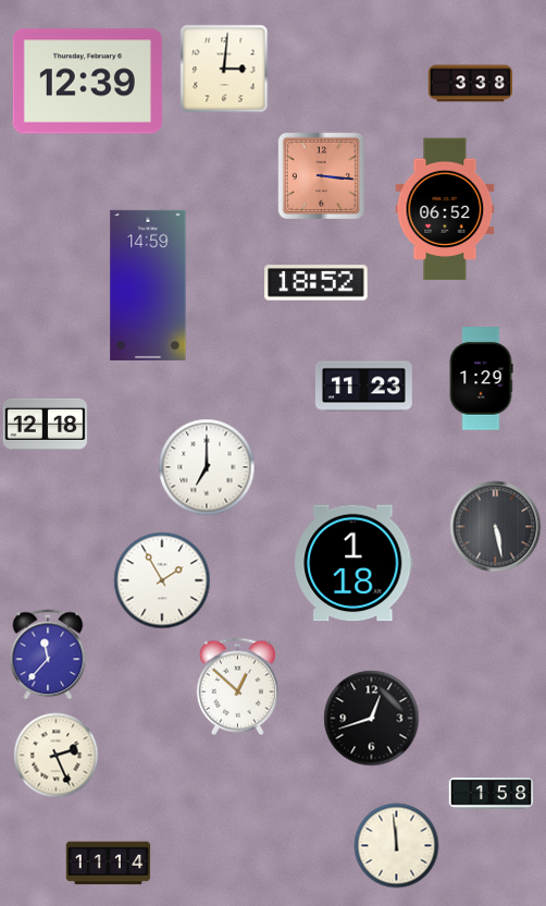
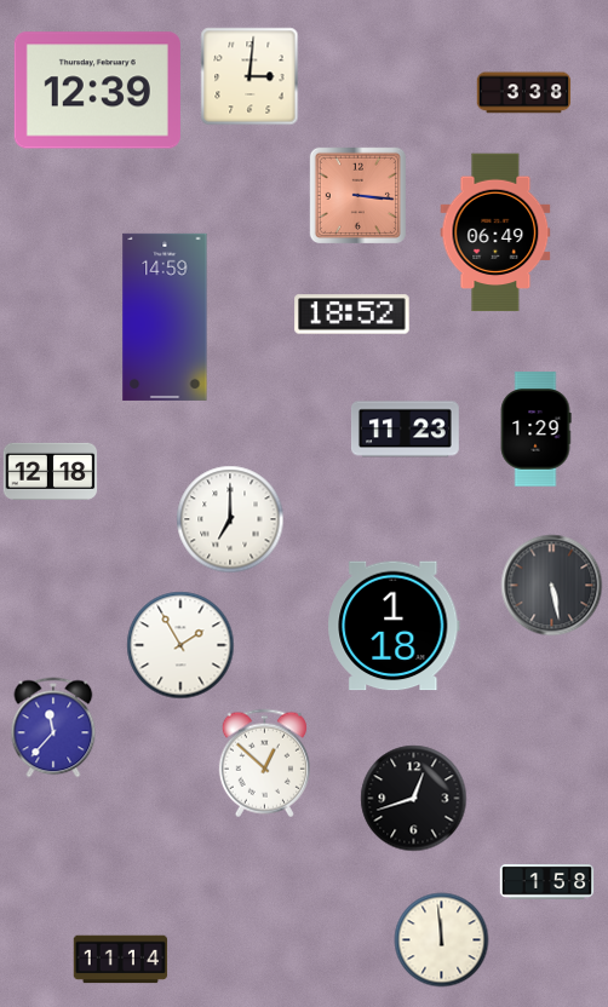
clock at (445, 209): 06:52 -> 06:49
clock at (481, 379) position: (481, 379) -> (535, 430)
clock at (55, 755): 2:26 -> none
